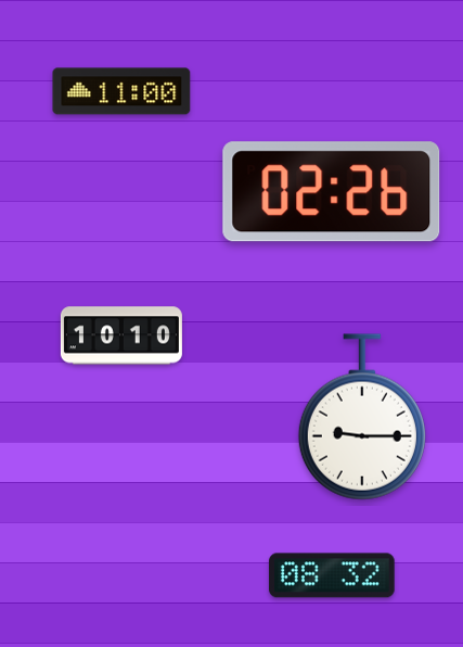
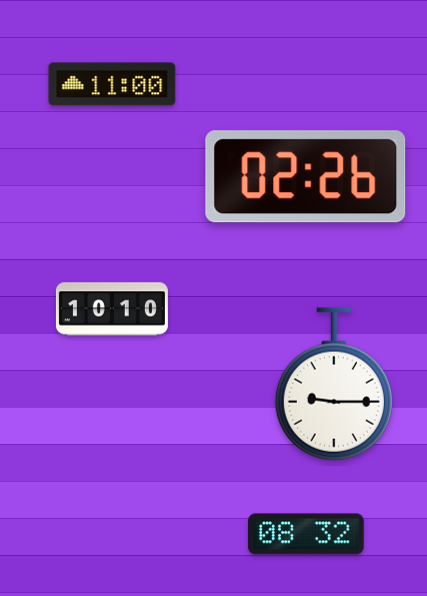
clock at (332, 575) position: (332, 575) -> (306, 534)
